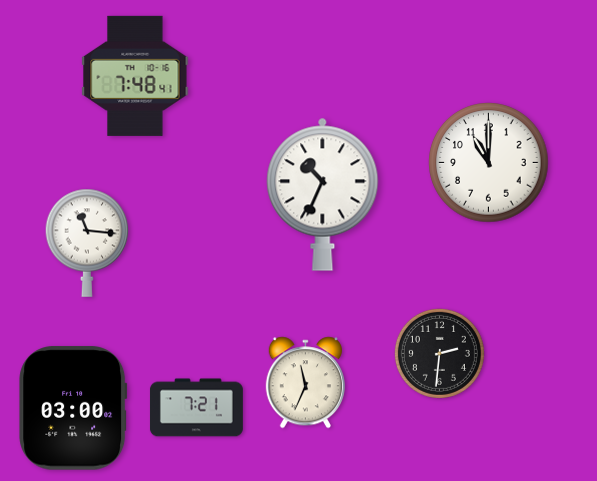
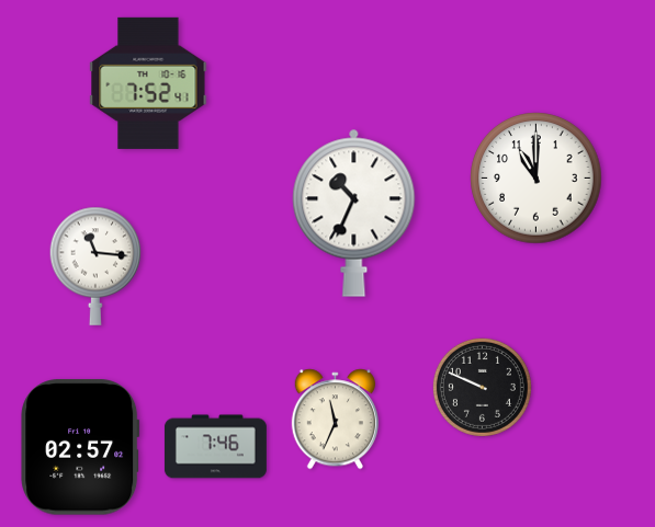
clock at (135, 76): 7:48 -> 7:52
clock at (439, 353): 2:31 -> 9:49
clock at (73, 408): 03:00 -> 02:57
clock at (196, 408): 7:21 -> 7:46
